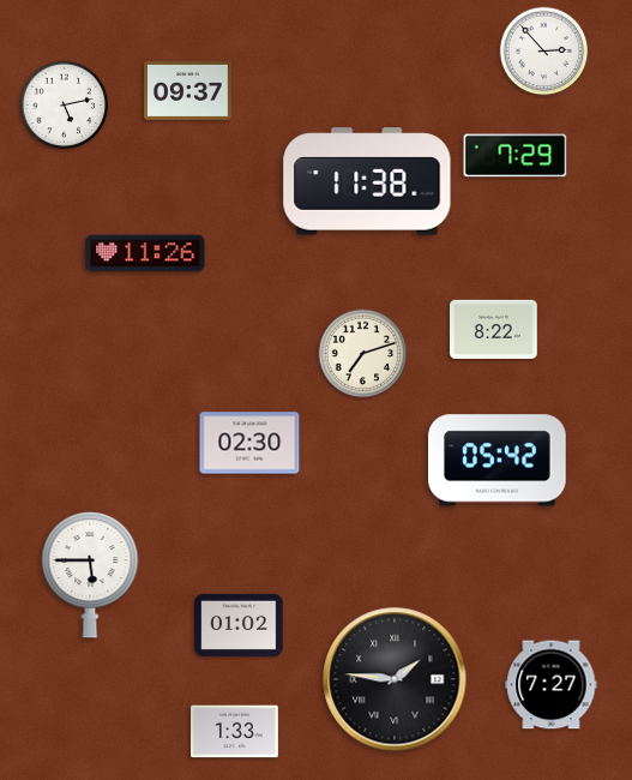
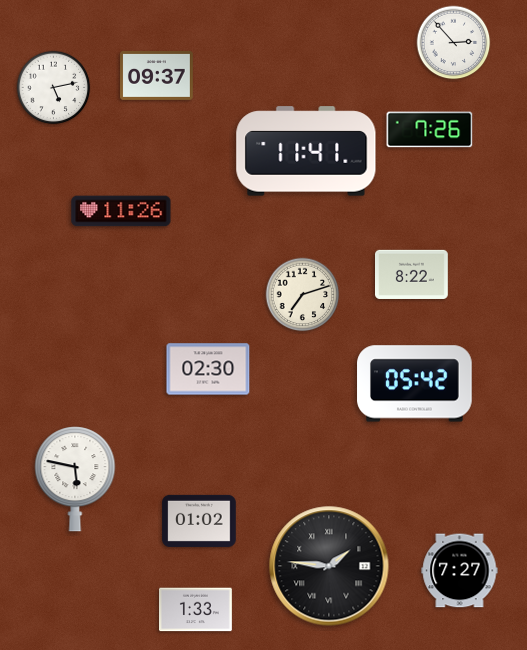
clock at (516, 156): 7:29 -> 7:26
clock at (367, 181): 11:38 -> 11:41
clock at (90, 575): 5:45 -> 5:47
